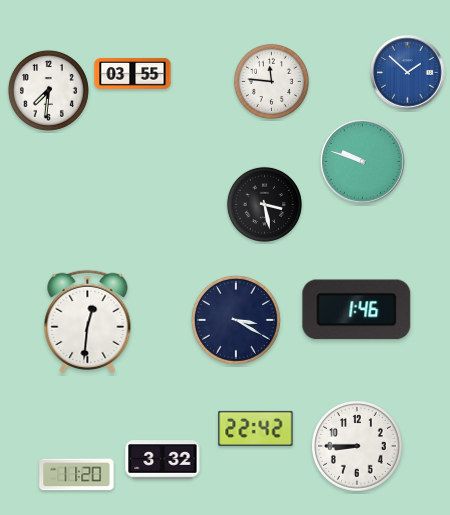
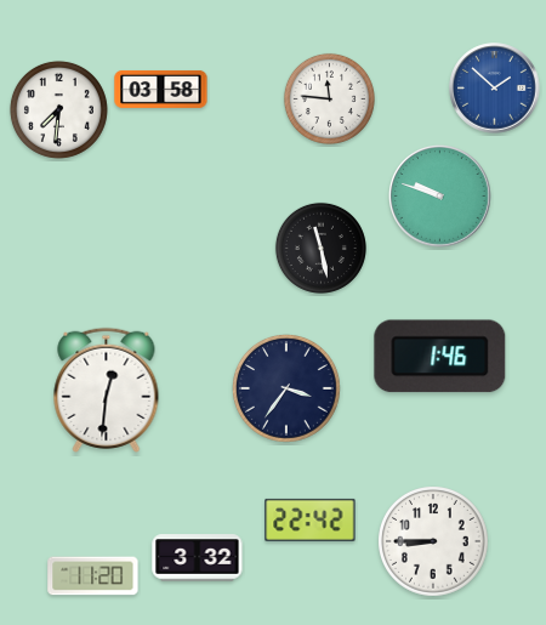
clock at (133, 73): 03:55 -> 03:58
clock at (264, 204): 3:28 -> 11:28
clock at (357, 310) position: (357, 310) -> (440, 357)
clock at (236, 320): 3:20 -> 3:36
